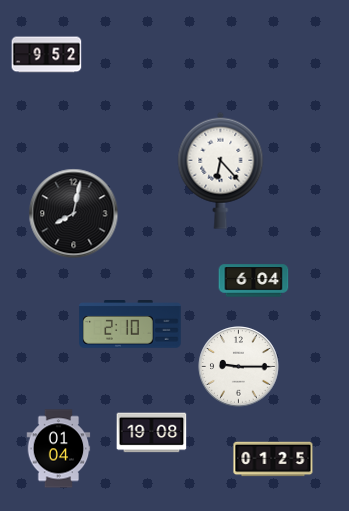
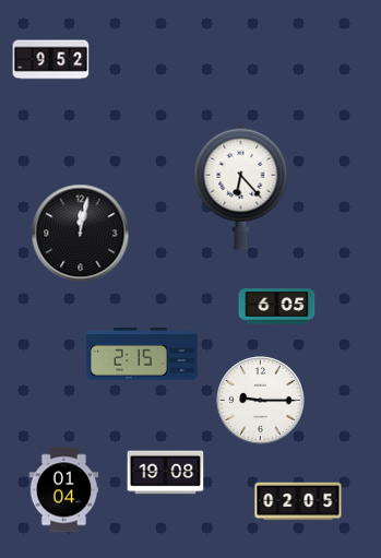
clock at (74, 214): 8:02 -> 12:02
clock at (254, 281): 6:04 -> 6:05
clock at (130, 325): 2:10 -> 2:15
clock at (273, 459): 01:25 -> 02:05
